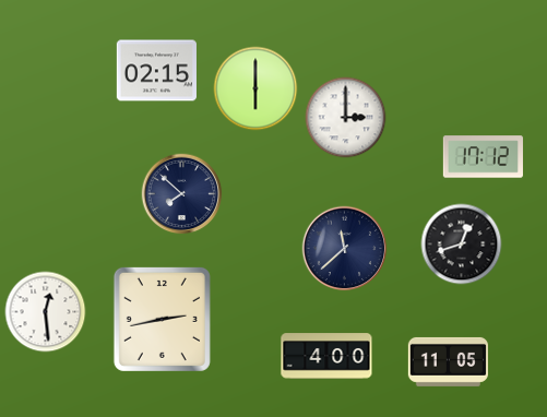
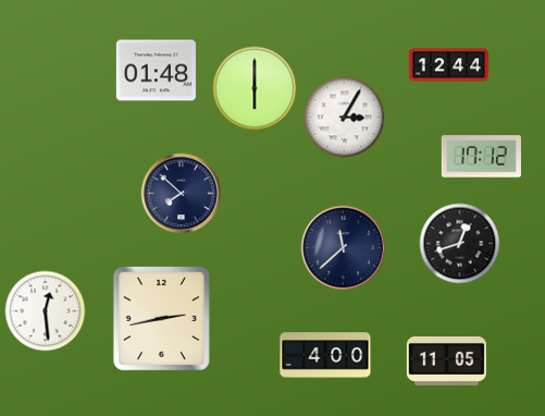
clock at (448, 65): none -> 12:44
clock at (156, 71): 02:15 -> 01:48
clock at (346, 118): 3:00 -> 3:05
